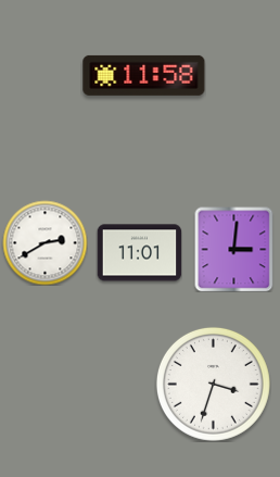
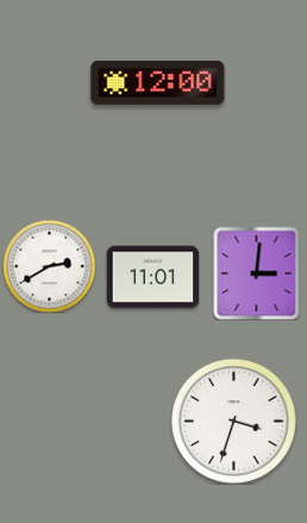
clock at (144, 75): 11:58 -> 12:00
